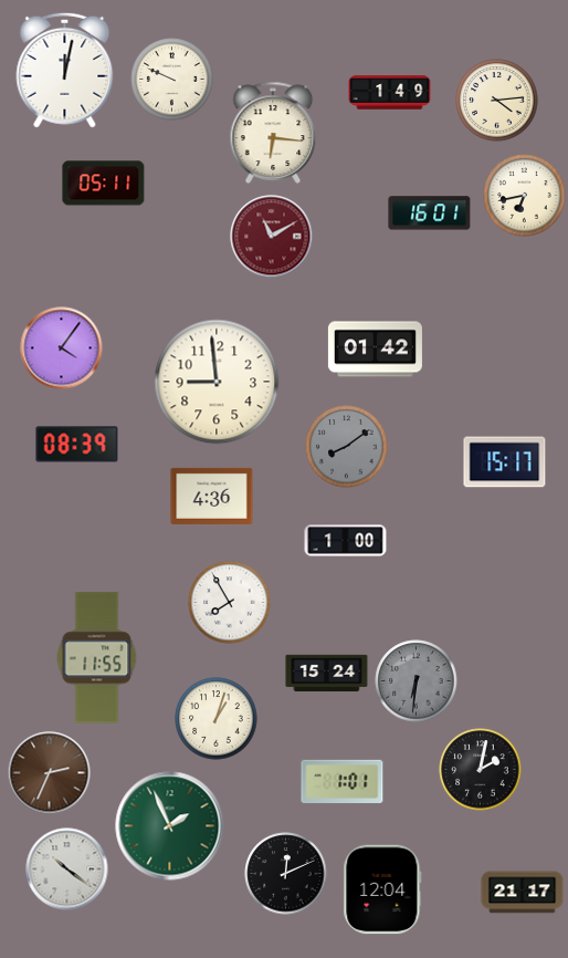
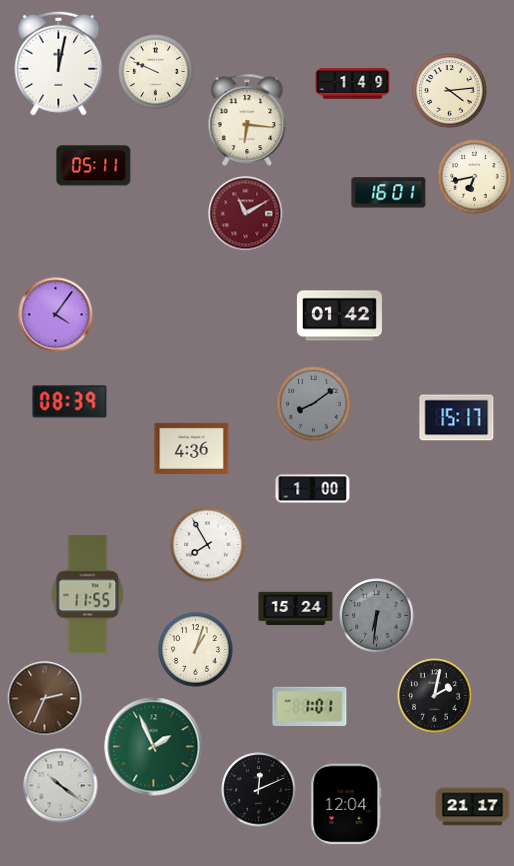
clock at (217, 382): 8:59 -> none
